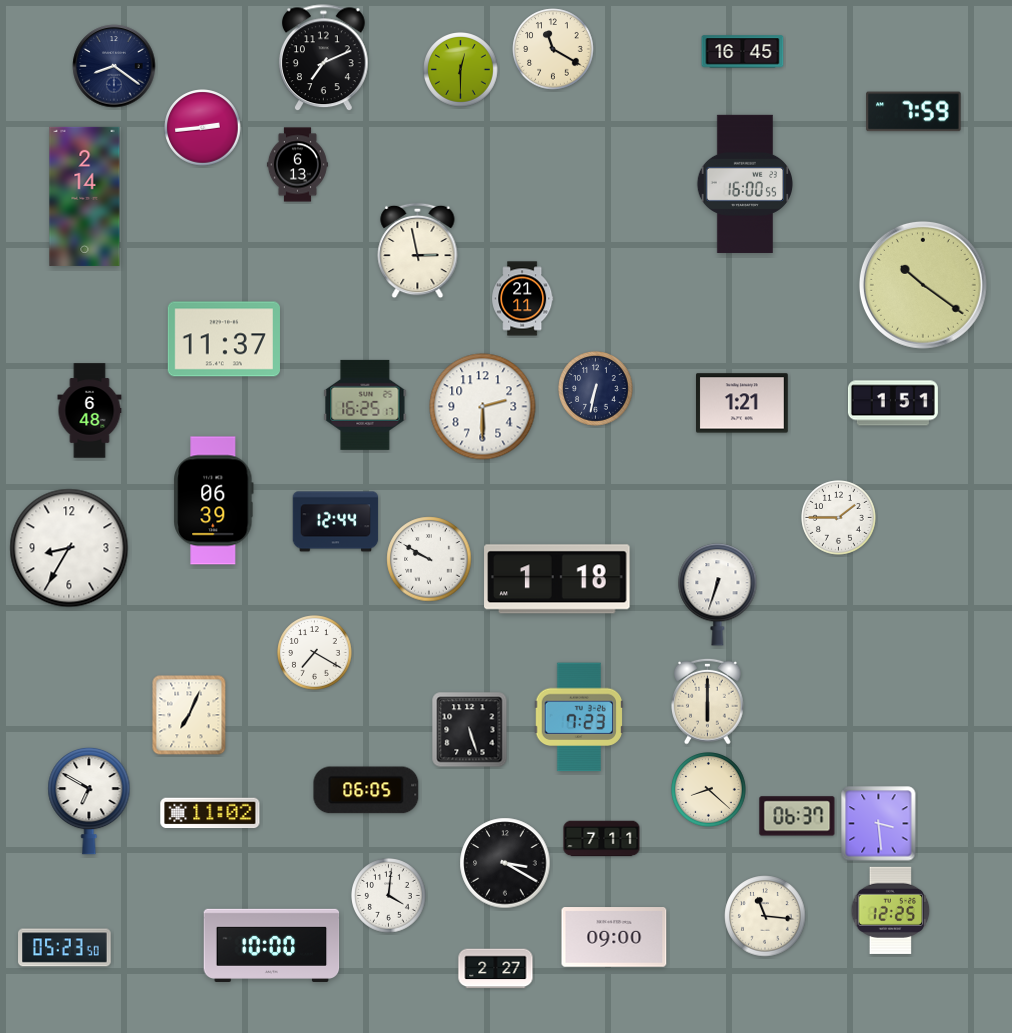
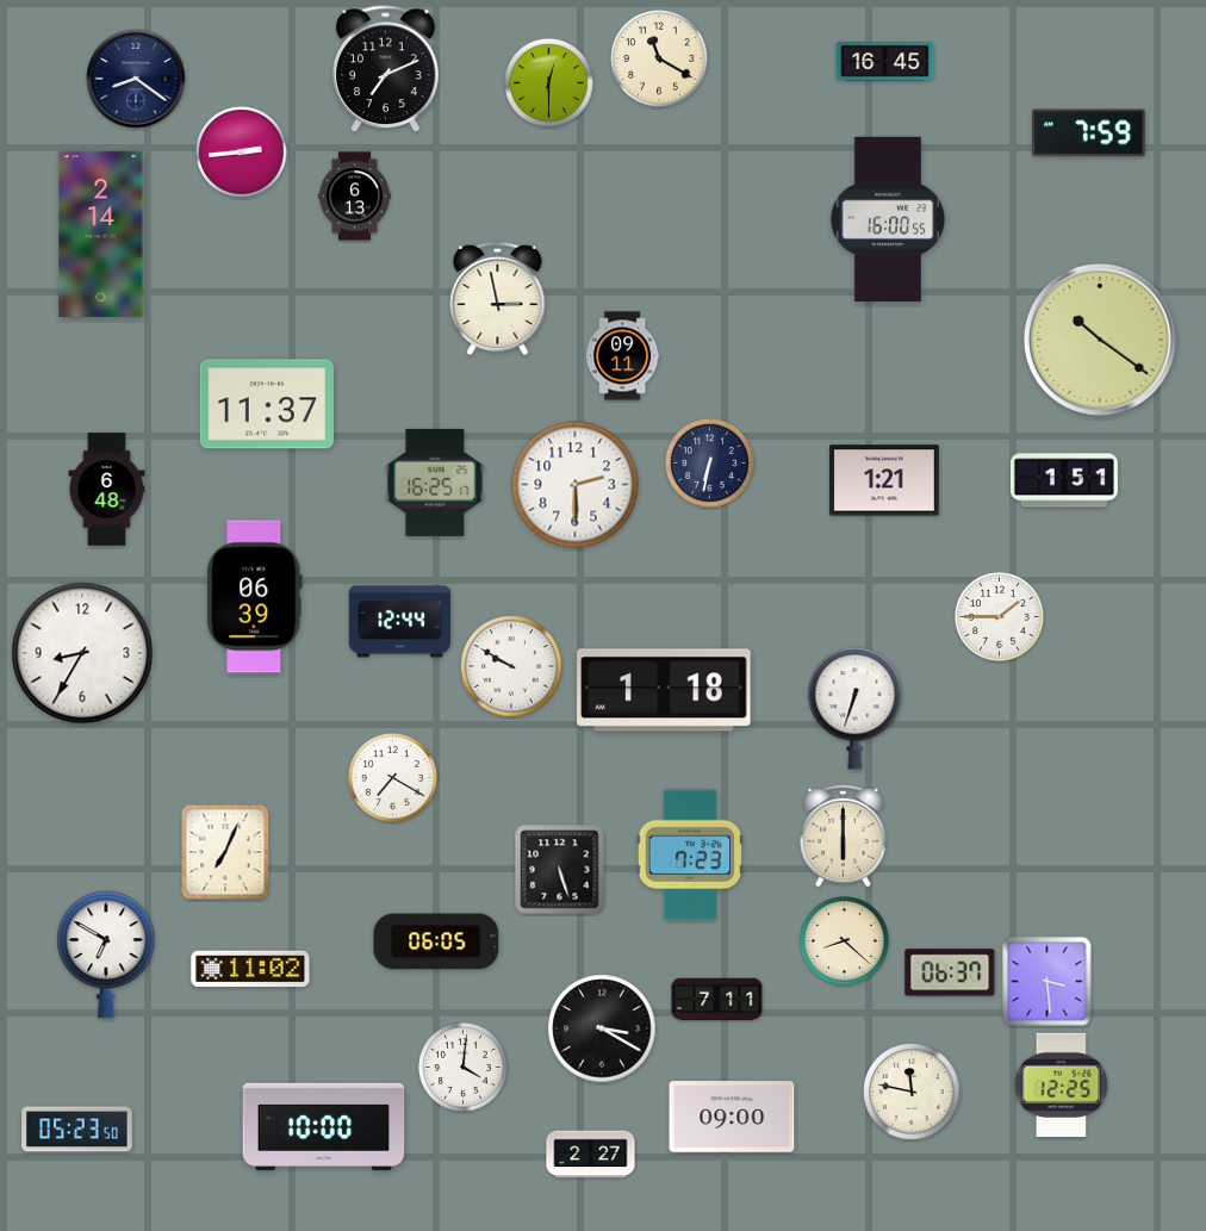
clock at (523, 299): 21:11 -> 09:11
clock at (315, 653) position: (315, 653) -> (393, 778)
clock at (765, 916): 11:16 -> 11:47
